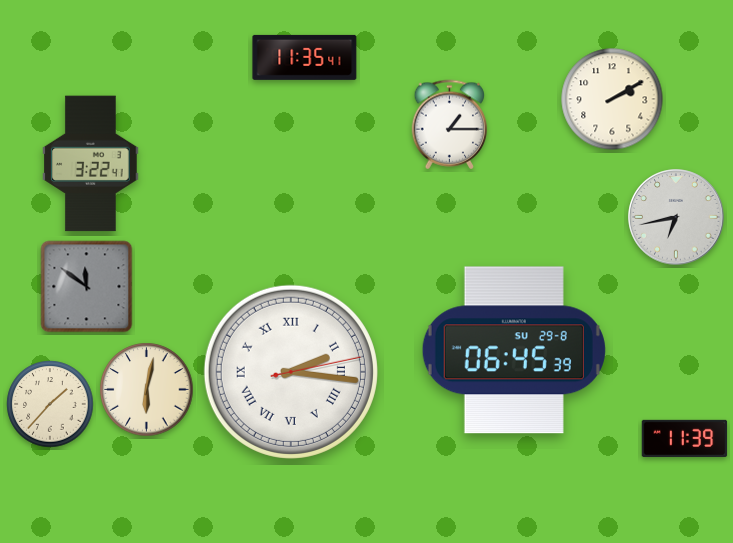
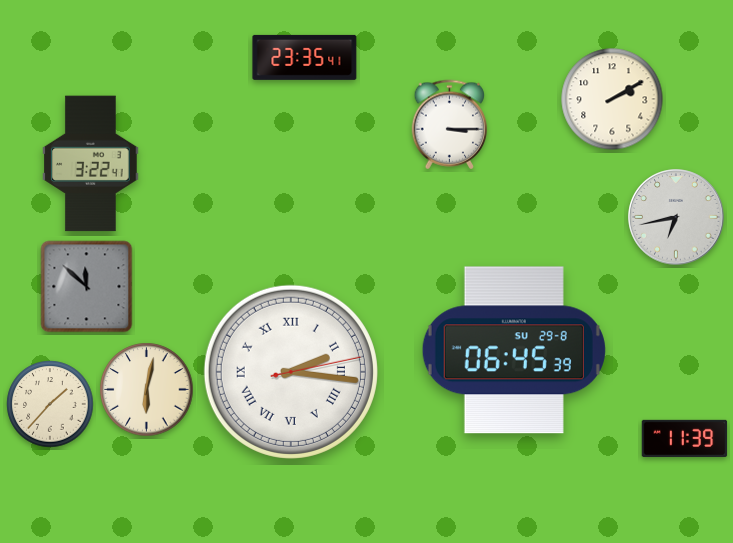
clock at (305, 57): 11:35 -> 23:35
clock at (450, 125): 1:15 -> 3:15
clock at (87, 287): 11:51 -> 11:52
